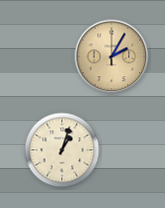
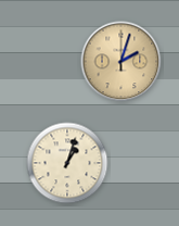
clock at (112, 57): 2:05 -> 2:03
